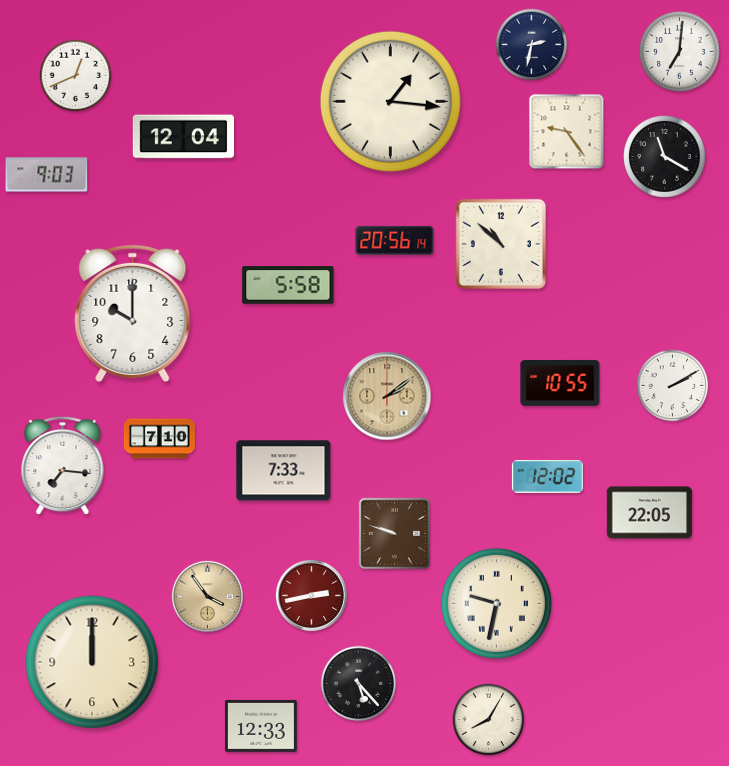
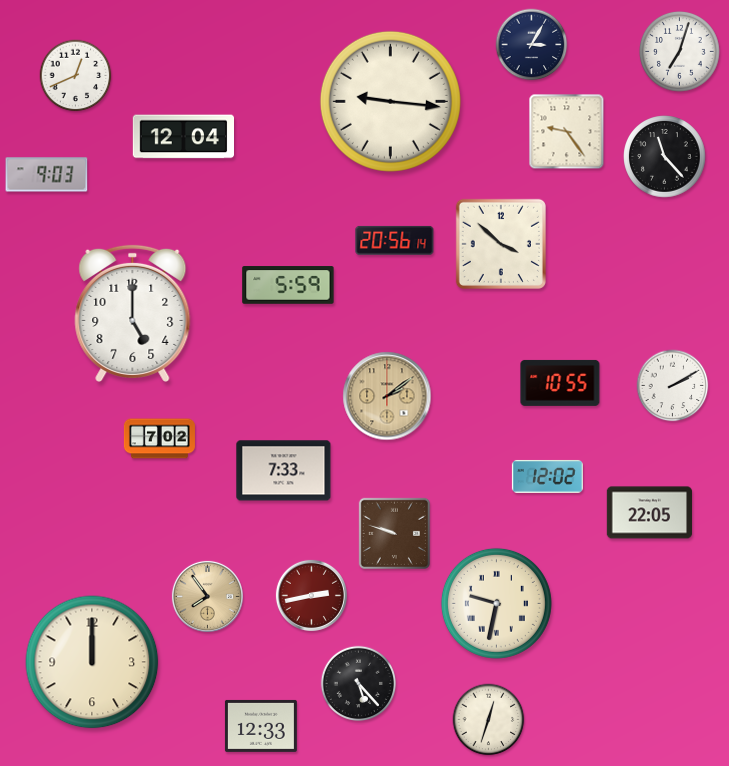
clock at (532, 45): 2:32 -> 3:05
clock at (679, 51): 7:01 -> 7:03
clock at (390, 101): 1:16 -> 9:16
clock at (665, 157): 11:20 -> 11:23
clock at (501, 244): 10:52 -> 3:52
clock at (288, 285): 5:58 -> 5:59
clock at (133, 313): 10:00 -> 5:00
clock at (159, 439): 7:10 -> 7:02
clock at (63, 466): 7:16 -> none
clock at (207, 596): 3:54 -> 7:54
clock at (489, 720): 8:05 -> 12:33
